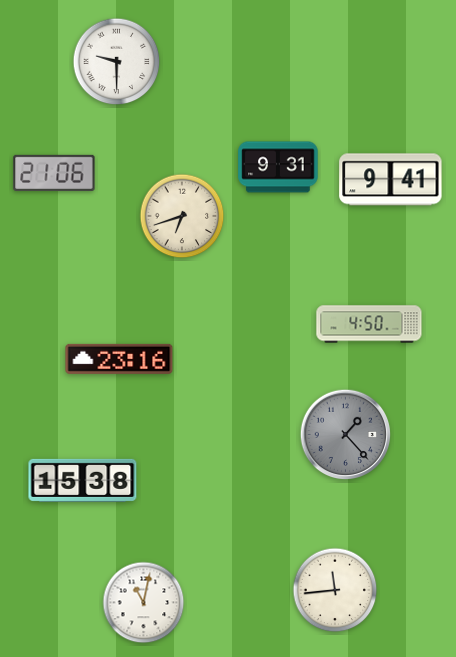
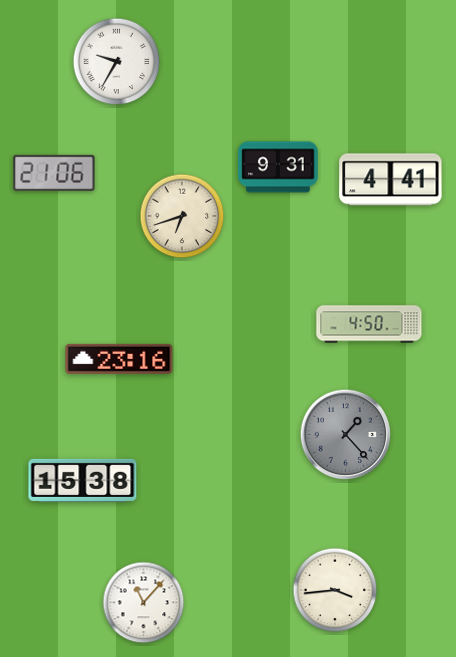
clock at (117, 62): 9:30 -> 9:35
clock at (391, 180): 9:41 -> 4:41
clock at (335, 590): 11:44 -> 3:44
clock at (144, 603): 11:02 -> 11:07
